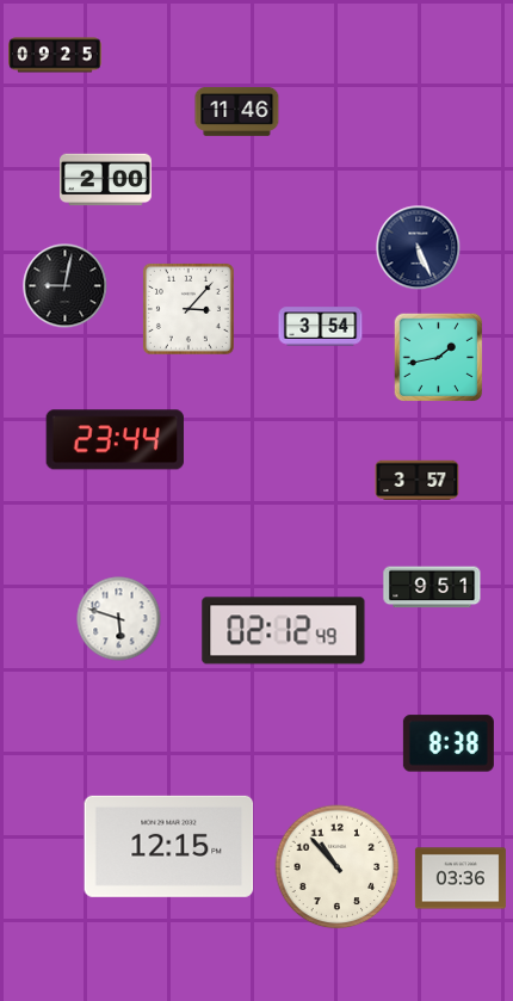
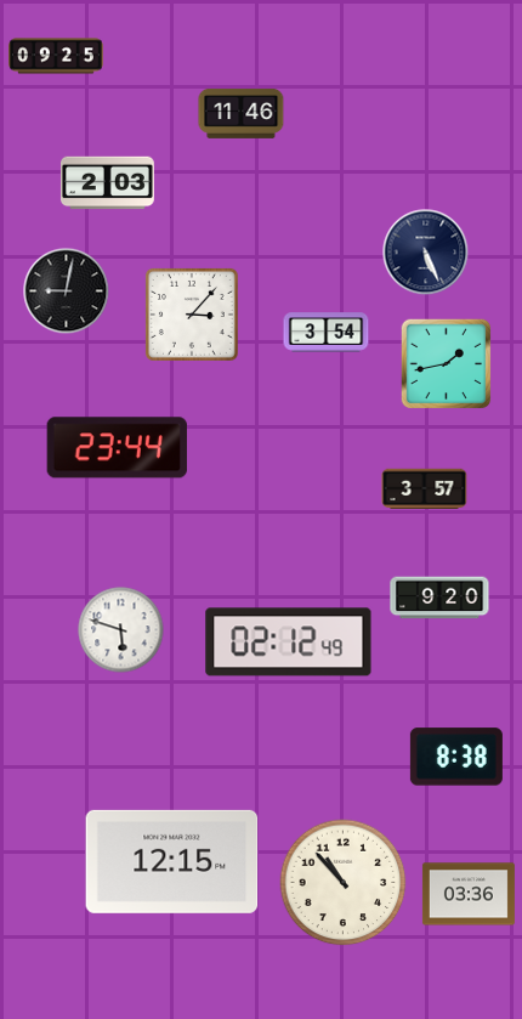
clock at (106, 180): 2:00 -> 2:03
clock at (432, 587): 9:51 -> 9:20
